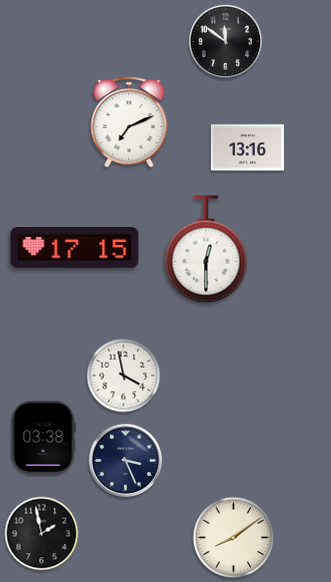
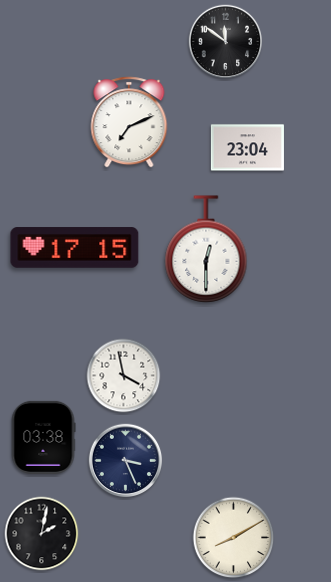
clock at (247, 148): 13:16 -> 23:04
clock at (42, 534): 1:58 -> 2:02
clock at (234, 538): 8:09 -> 8:10
